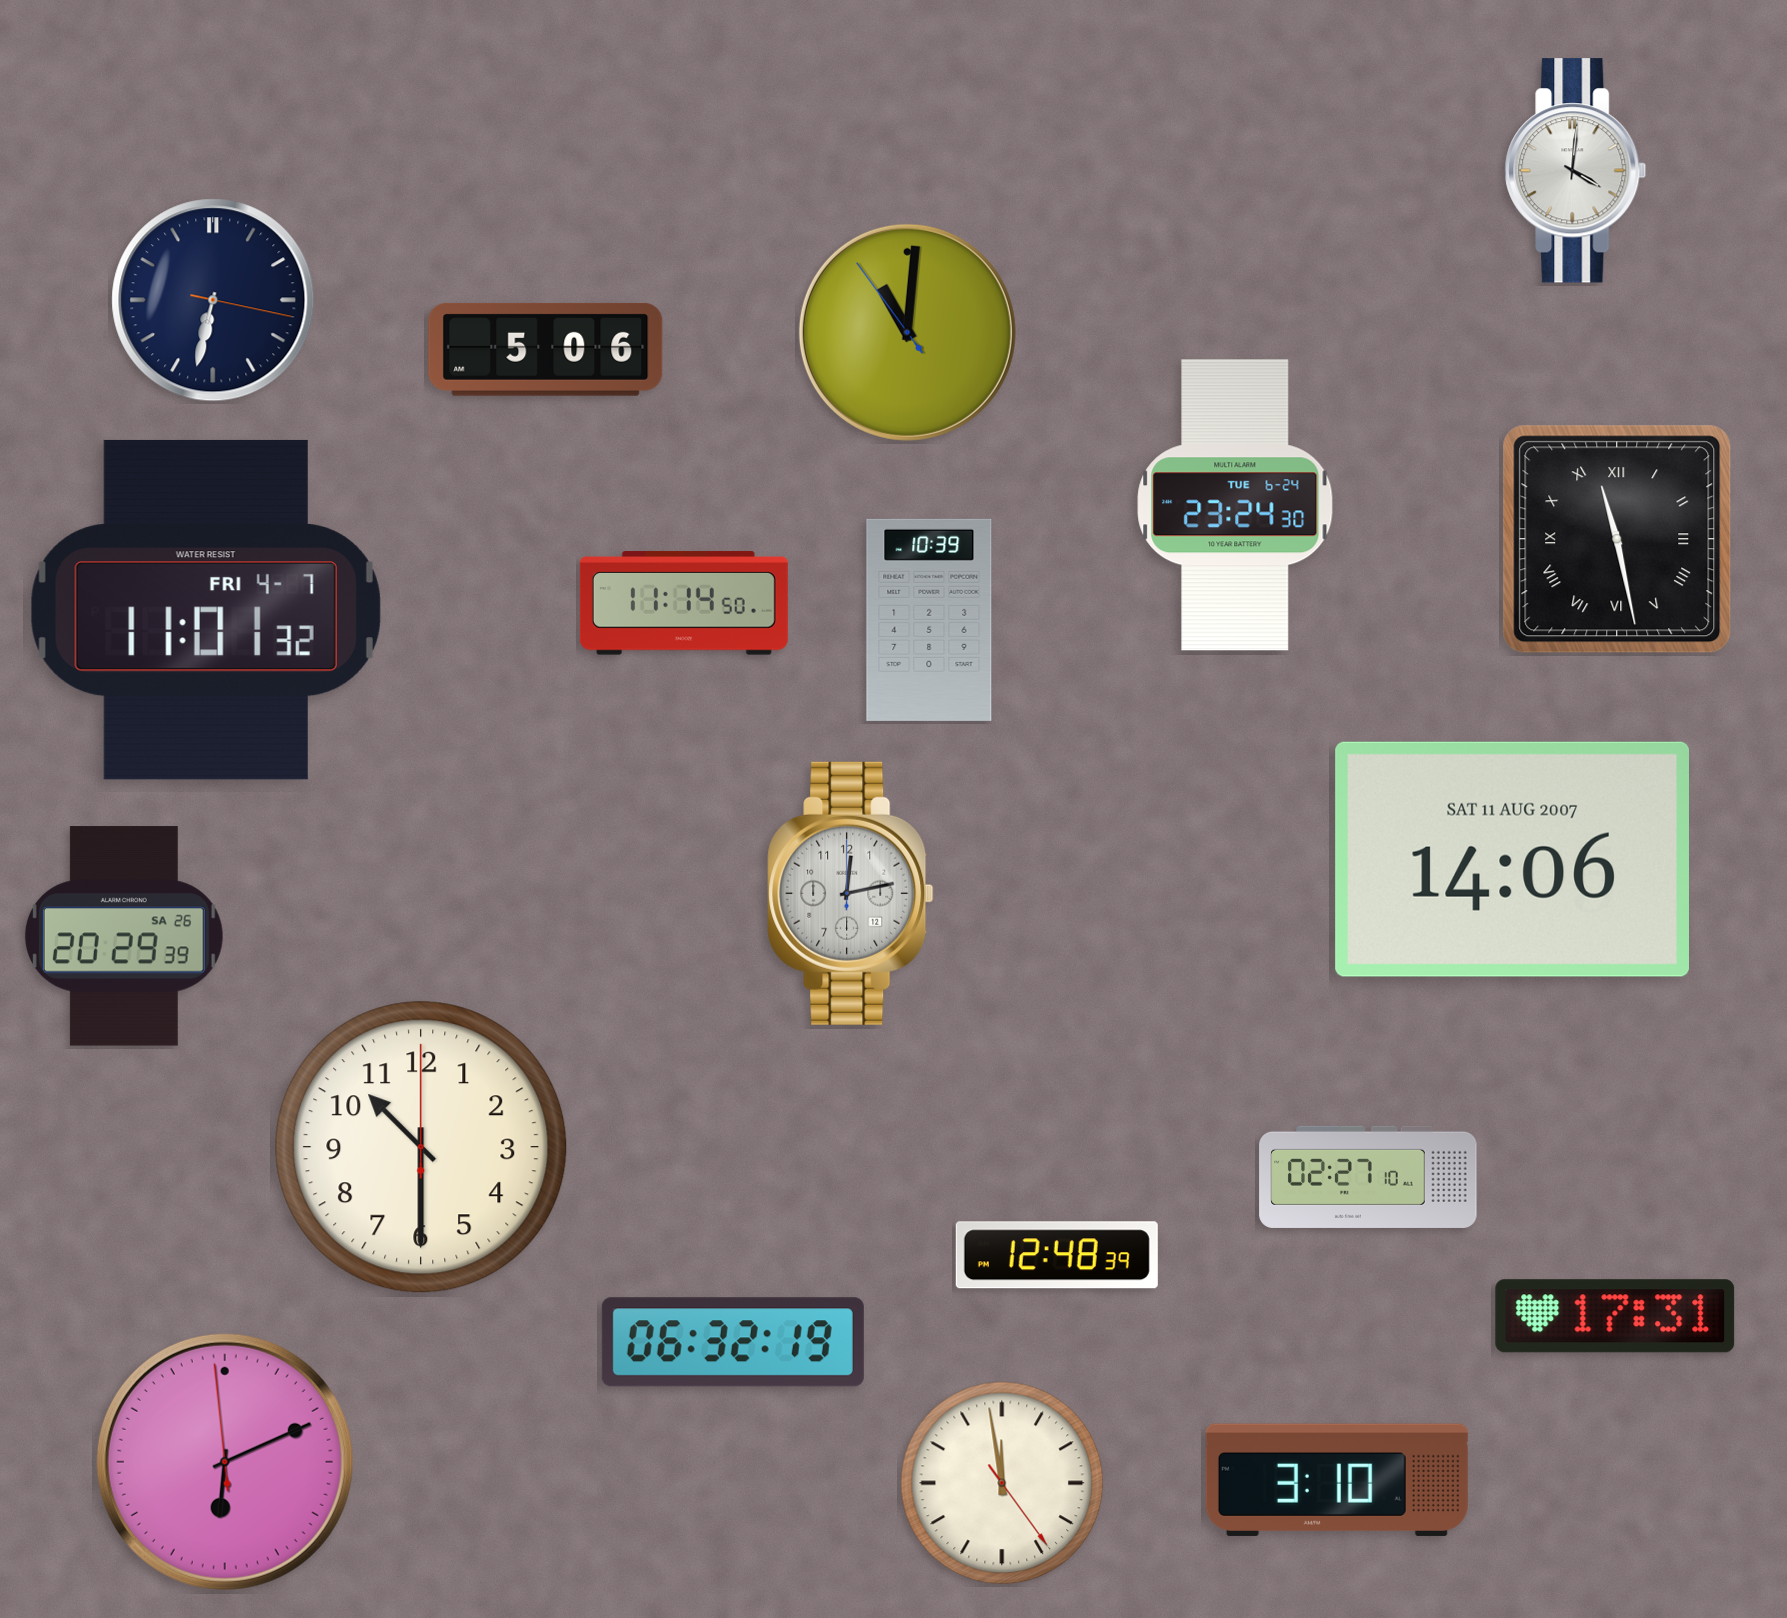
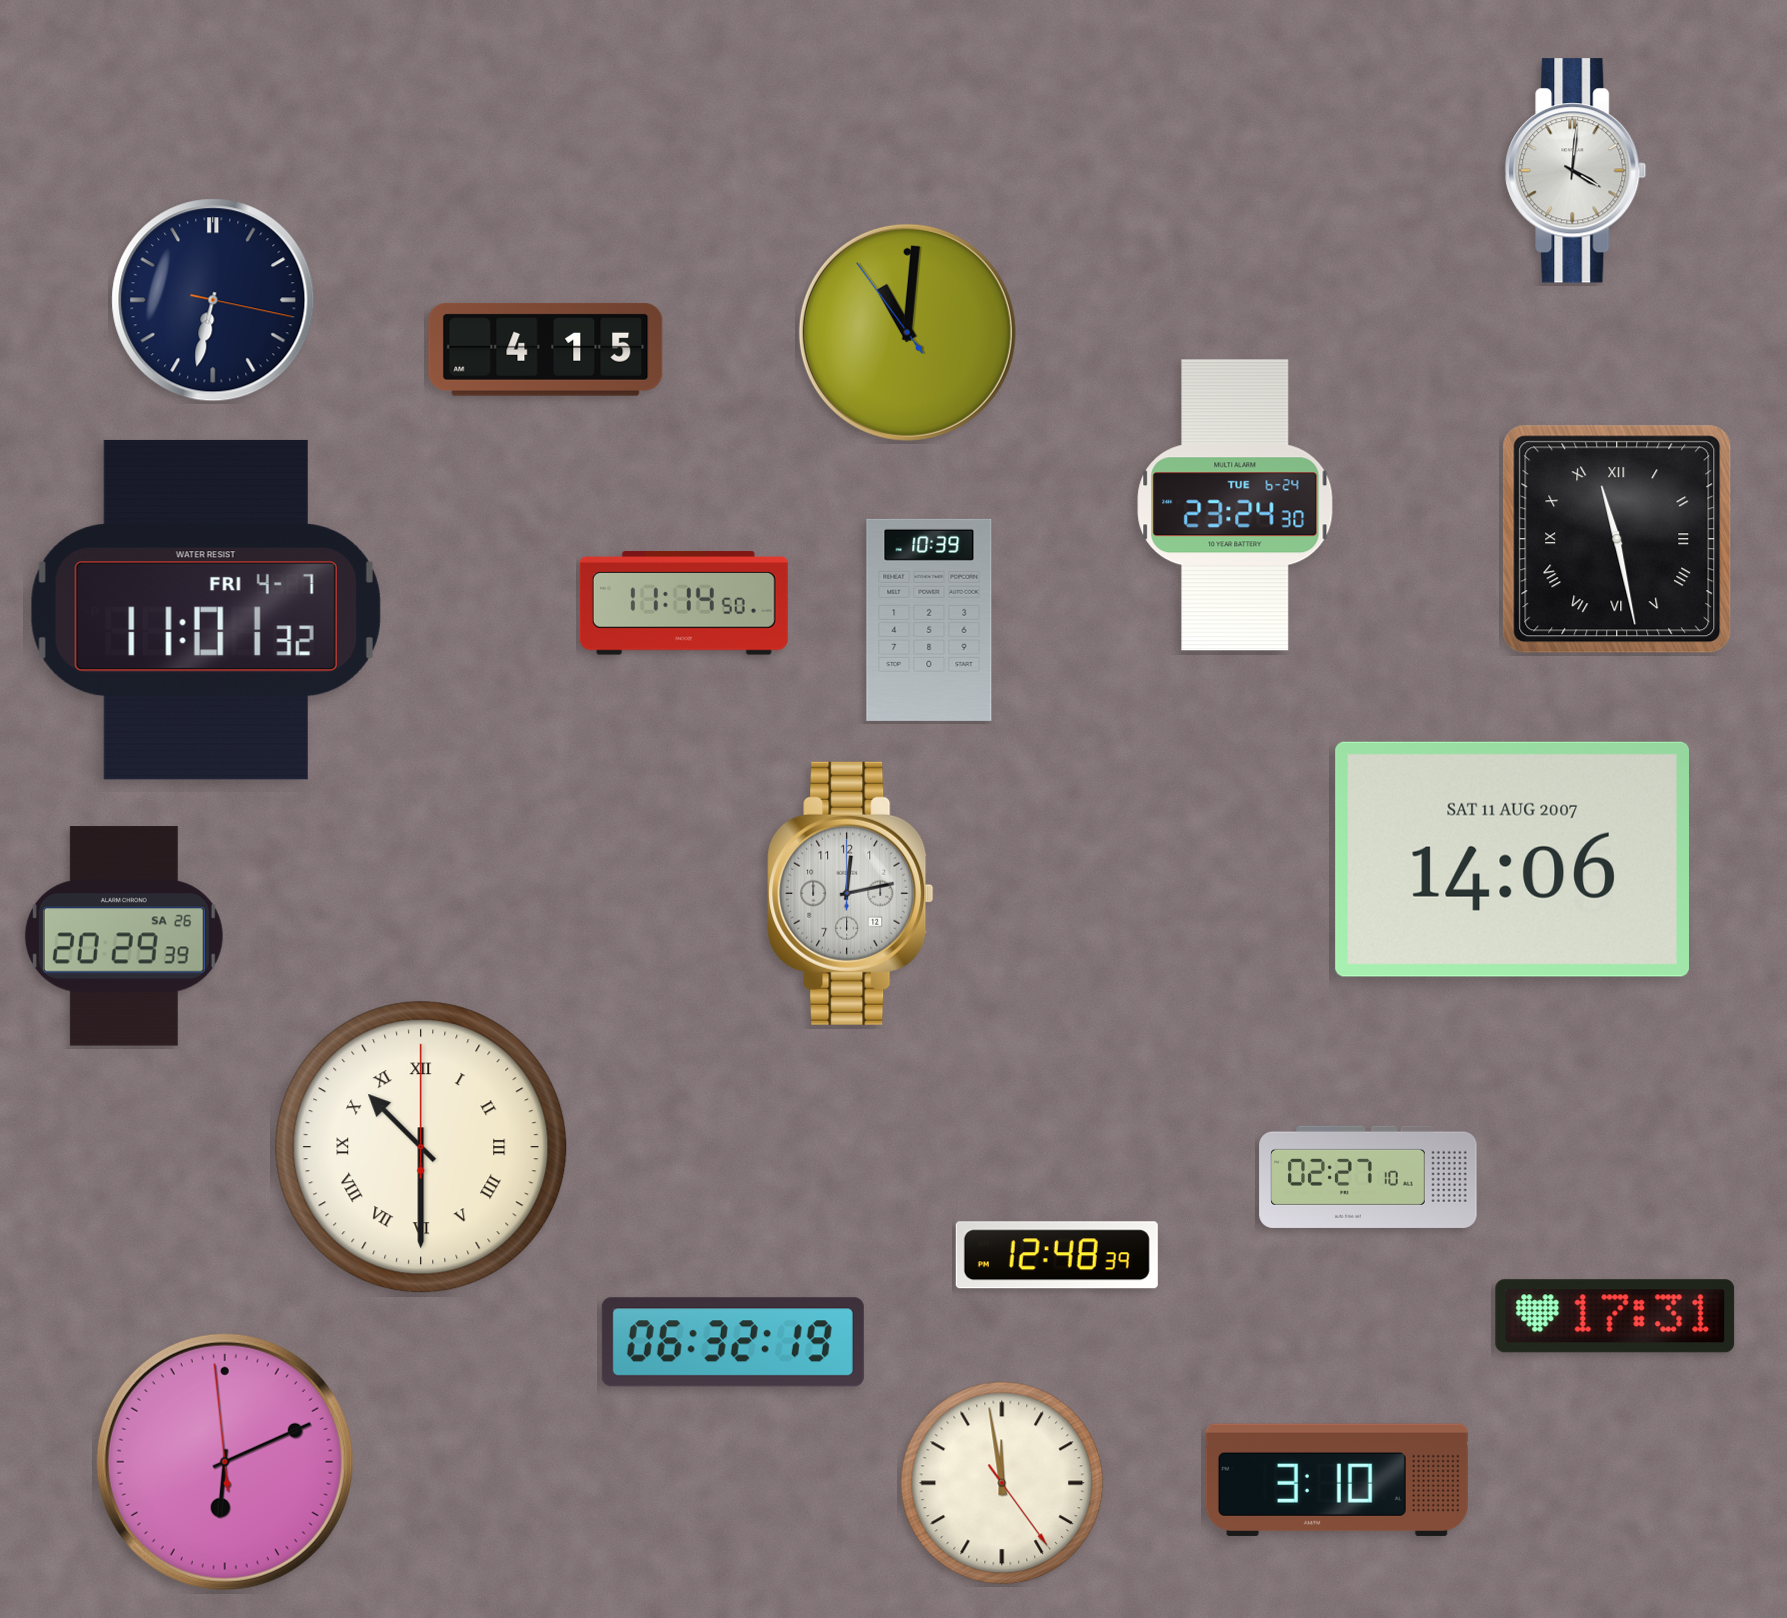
clock at (546, 349): 5:06 -> 4:15
clock at (421, 1147) numerals: Arabic -> Roman
